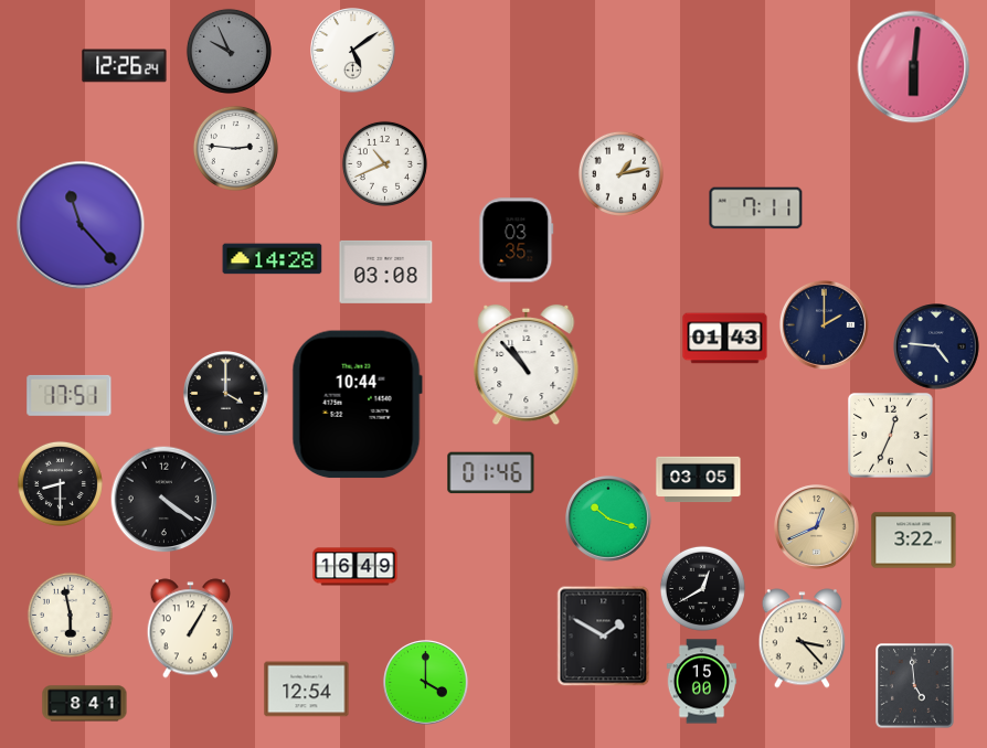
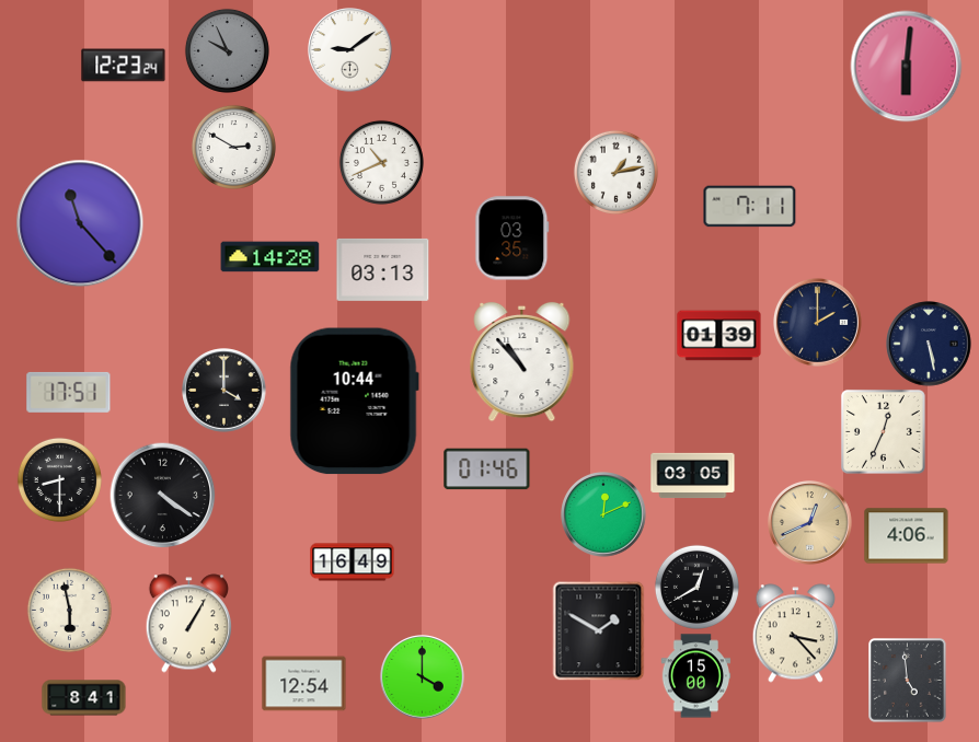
clock at (353, 51): 5:09 -> 9:09
clock at (125, 66): 12:26 -> 12:23
clock at (235, 148): 2:46 -> 2:50
clock at (386, 271): 03:08 -> 03:13
clock at (725, 339): 01:43 -> 01:39
clock at (936, 346): 4:46 -> 5:28
clock at (608, 519): 10:18 -> 12:11
clock at (914, 541): 3:22 -> 4:06
clock at (702, 588) position: (702, 588) -> (696, 587)
